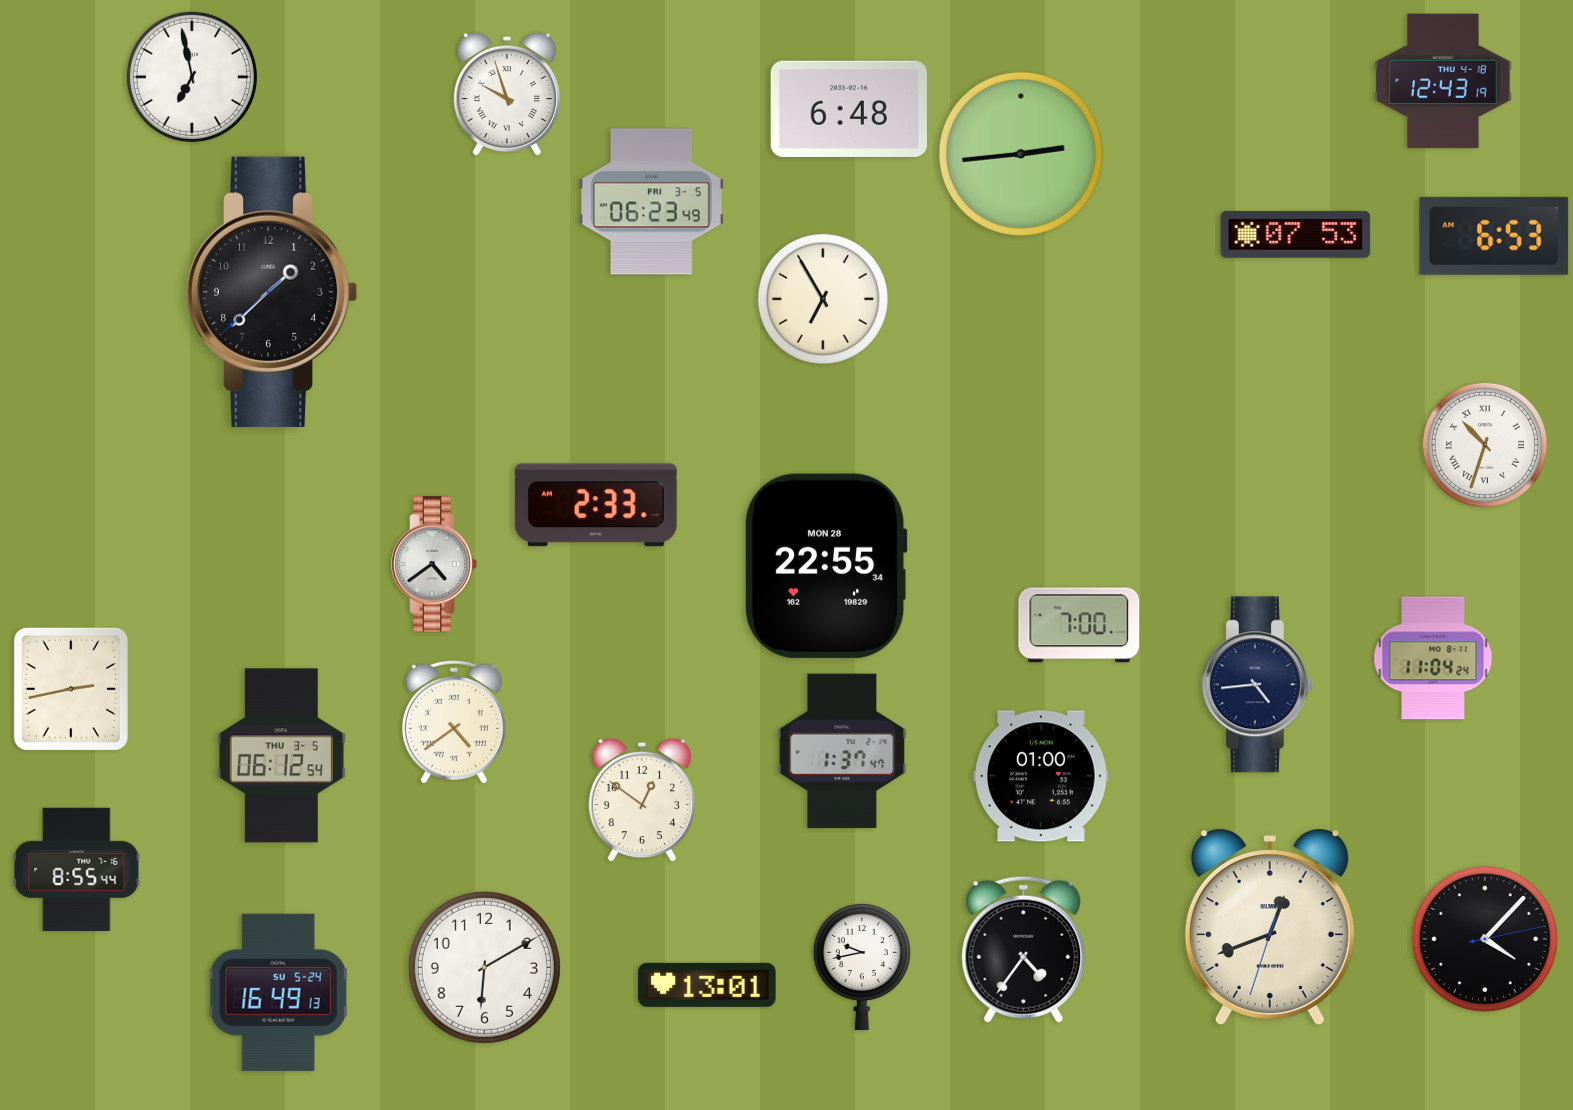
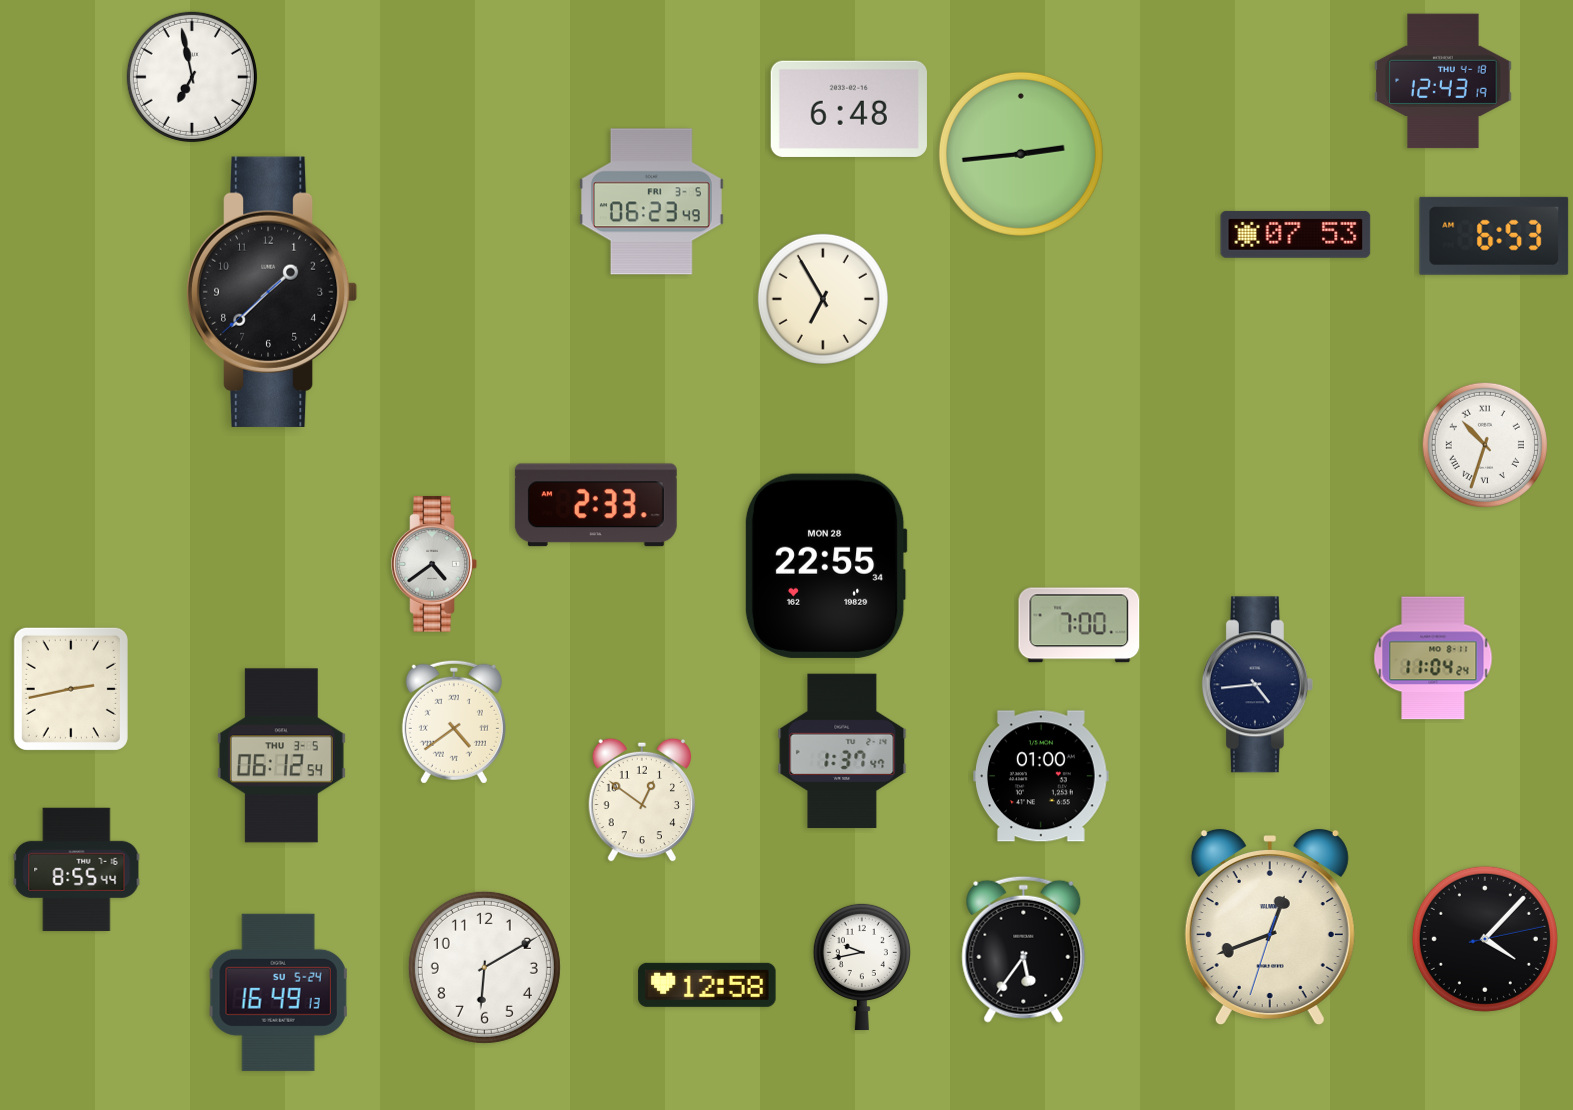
clock at (506, 94): 9:57 -> none
clock at (1024, 949): 4:36 -> 5:36
clock at (707, 985): 13:01 -> 12:58
